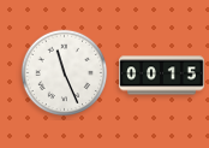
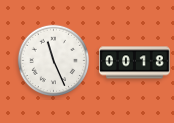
clock at (162, 76): 00:15 -> 00:18
